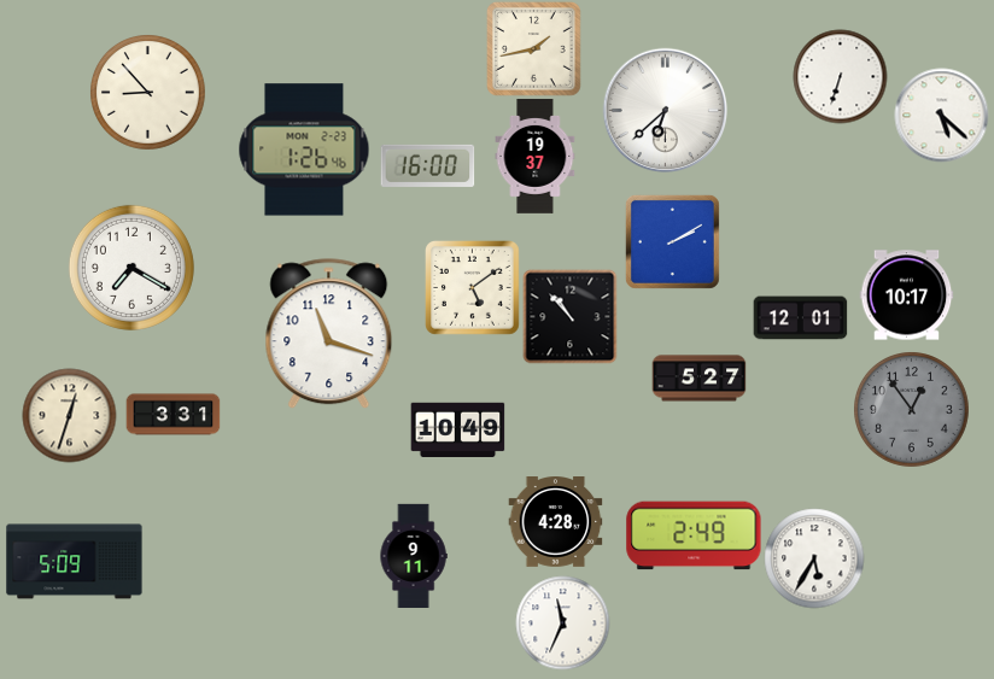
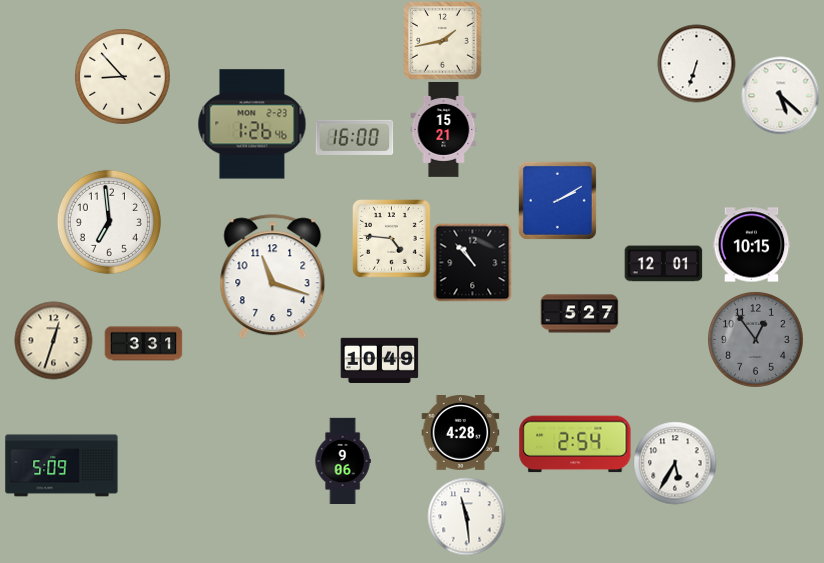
clock at (665, 110): 6:38 -> none
clock at (536, 156): 19:37 -> 15:21
clock at (131, 268): 7:20 -> 6:59
clock at (473, 288): 5:09 -> 4:46
clock at (906, 295): 10:17 -> 10:15
clock at (69, 415) position: (69, 415) -> (53, 340)
clock at (457, 429) position: (457, 429) -> (379, 360)
clock at (694, 535): 2:49 -> 2:54
clock at (414, 555): 9:11 -> 9:06
clock at (562, 622): 11:34 -> 11:29
